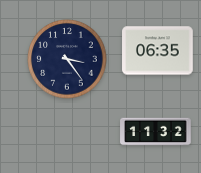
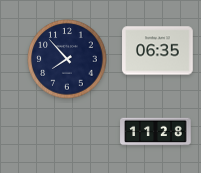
clock at (67, 59): 3:24 -> 7:53
clock at (156, 132): 11:32 -> 11:28
